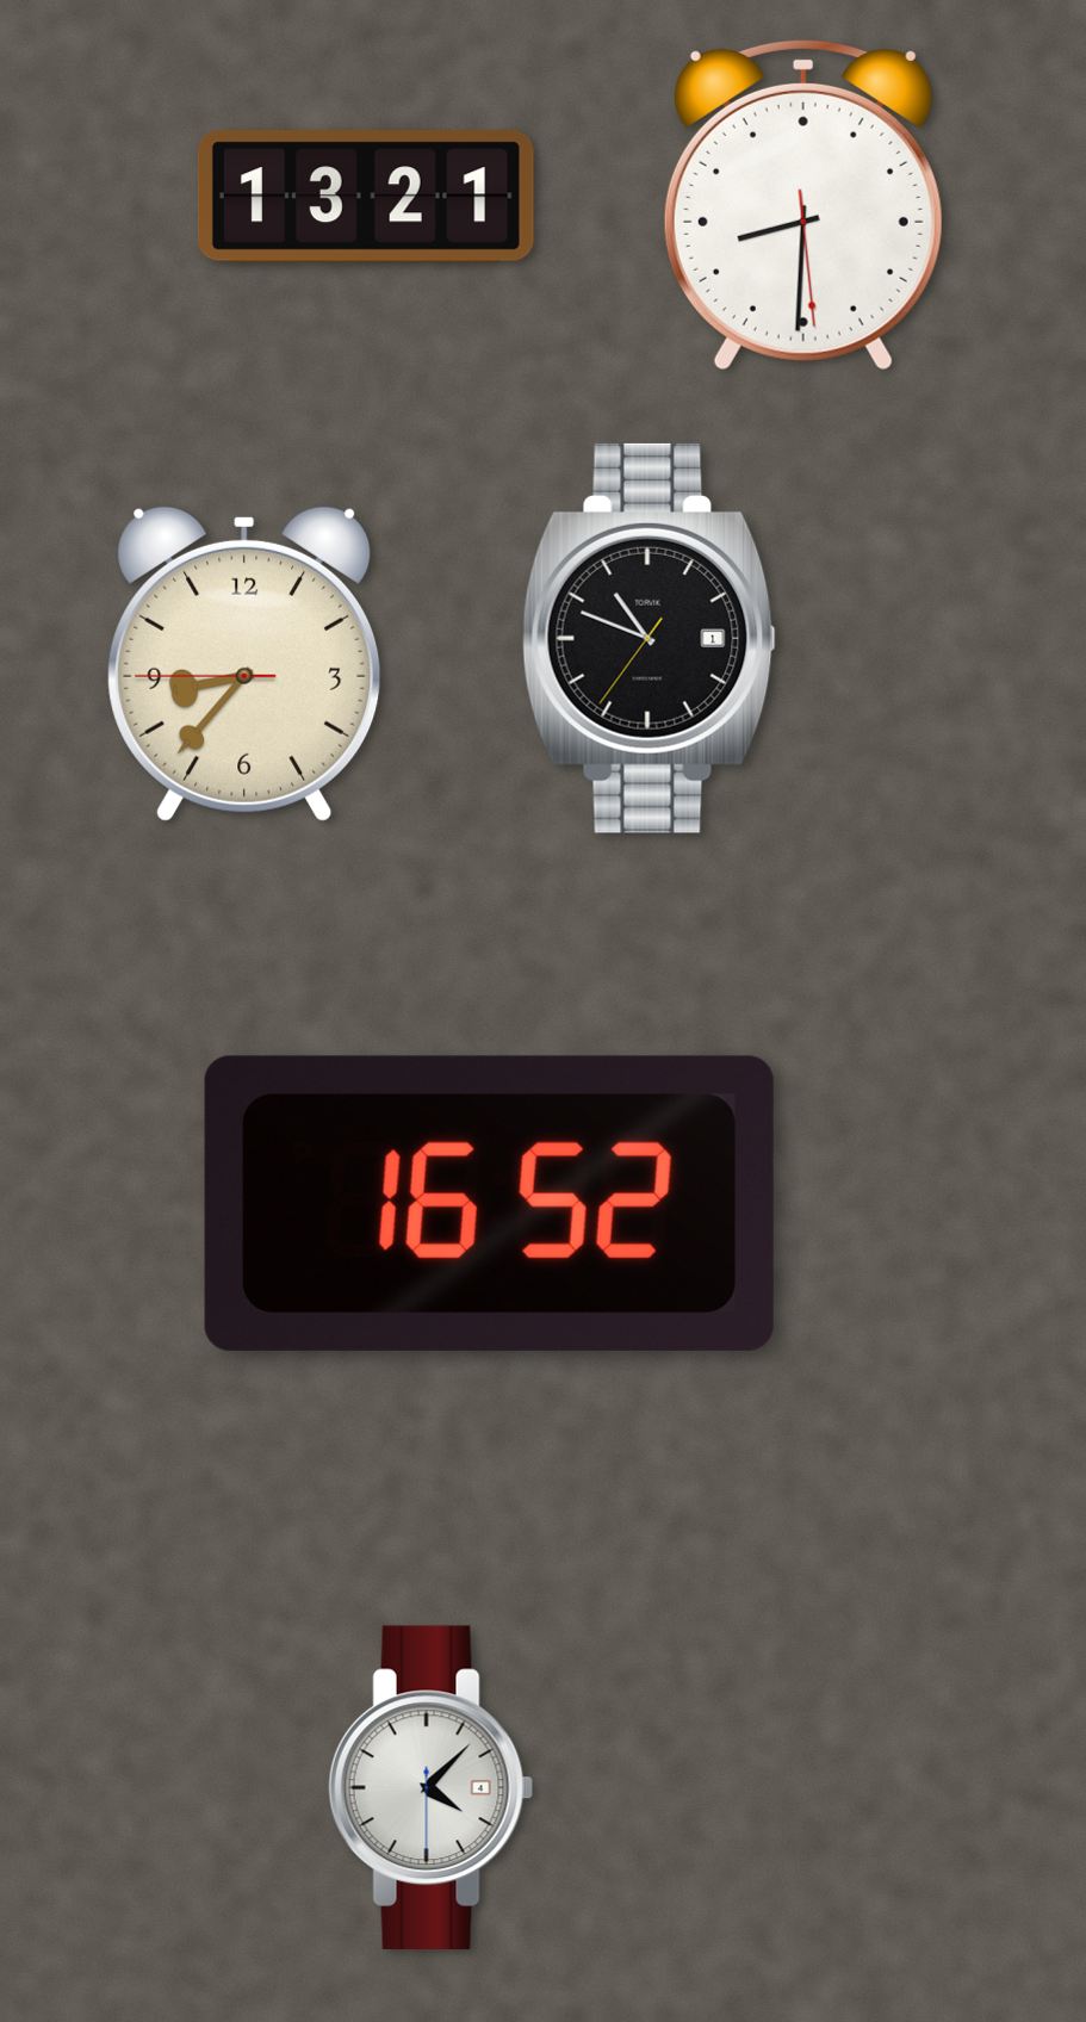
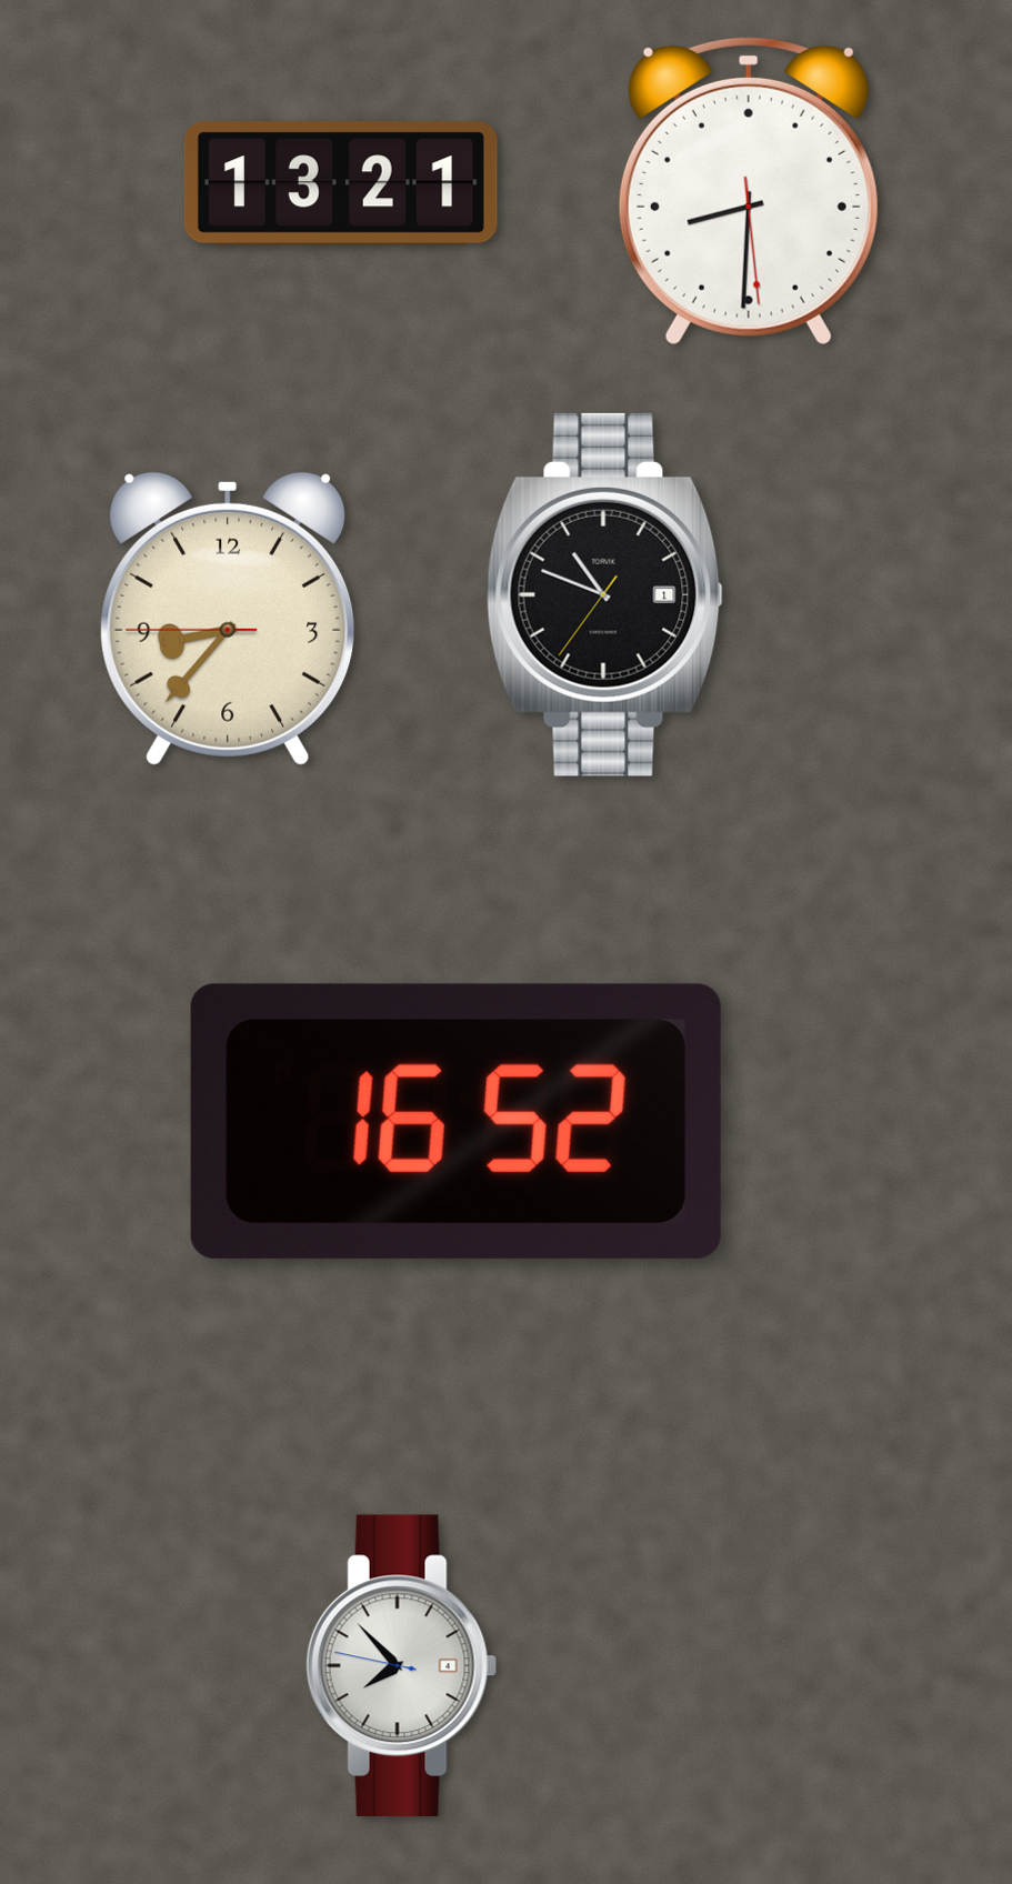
clock at (432, 1787): 4:07 -> 7:52
